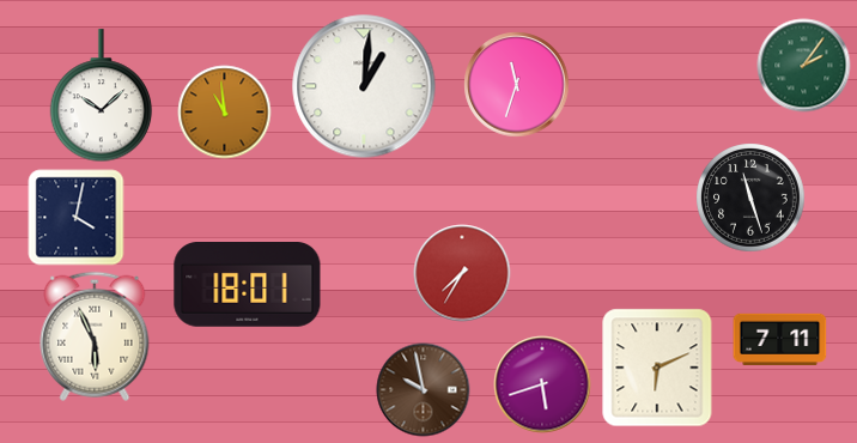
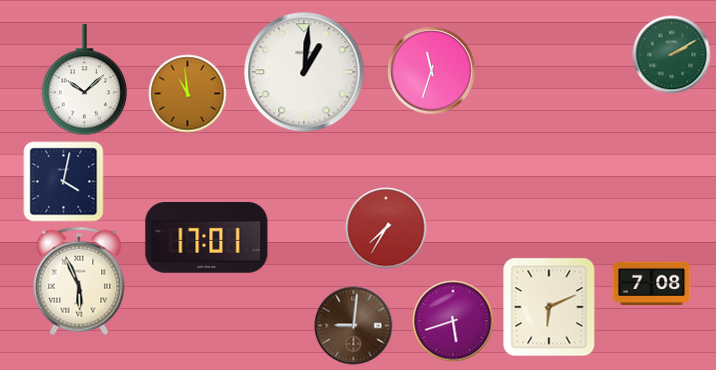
clock at (803, 65): 2:06 -> 2:10
clock at (750, 198): 11:27 -> none
clock at (248, 285): 18:01 -> 17:01
clock at (779, 339): 7:11 -> 7:08
clock at (423, 389): 9:58 -> 9:01
